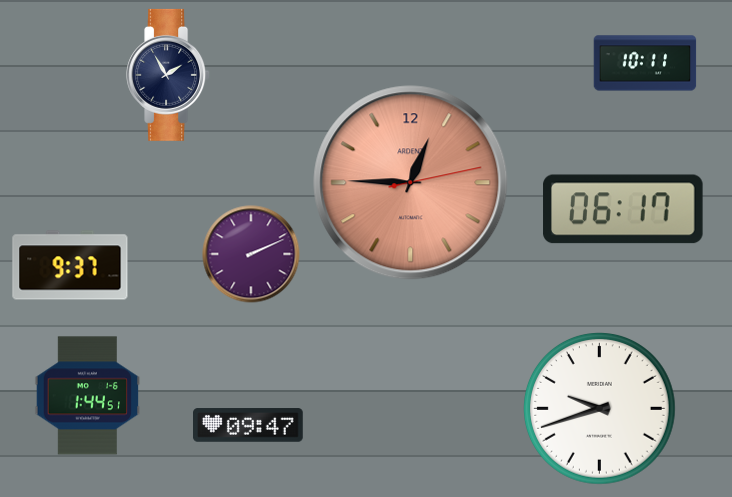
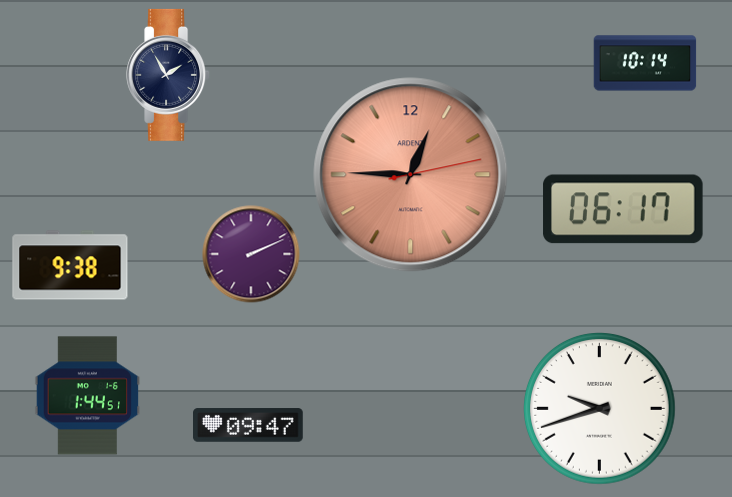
clock at (645, 63): 10:11 -> 10:14
clock at (411, 183) position: (411, 183) -> (411, 175)
clock at (70, 265): 9:37 -> 9:38
